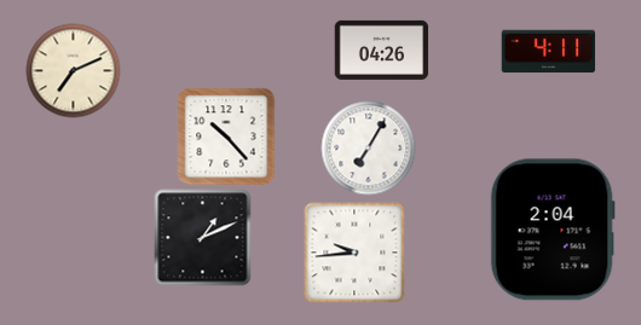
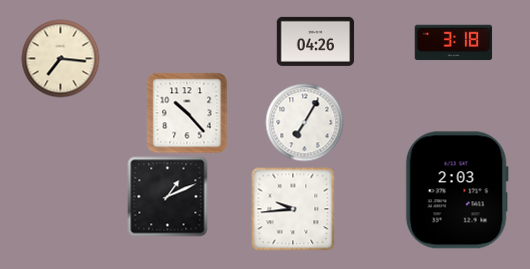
clock at (548, 52): 4:11 -> 3:18
clock at (73, 70): 7:11 -> 7:16
clock at (553, 230): 2:04 -> 2:03
